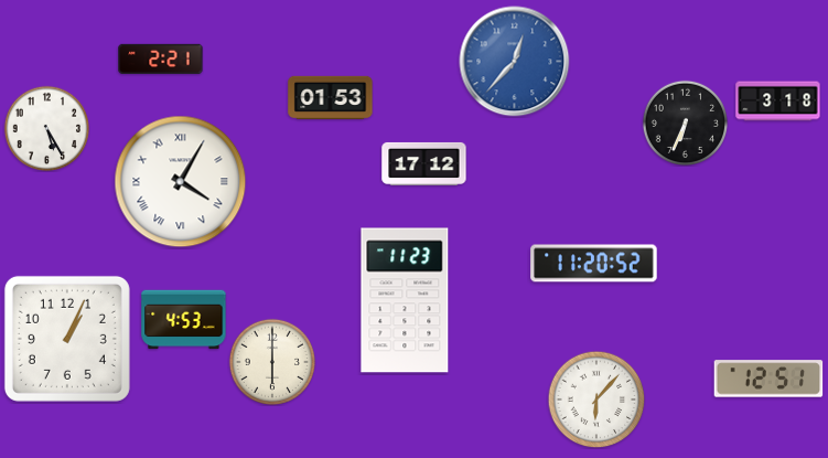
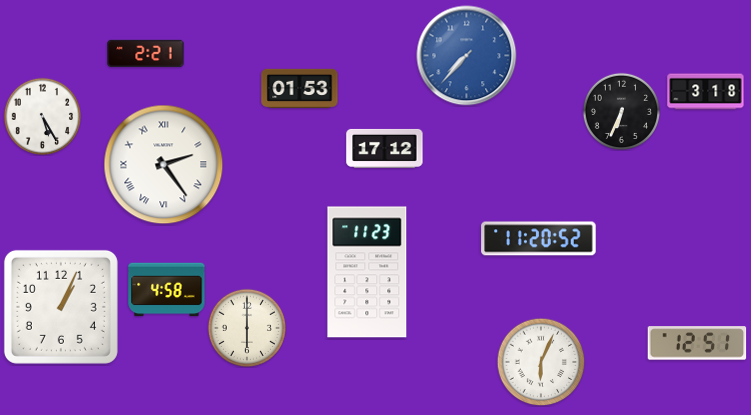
clock at (515, 62): 12:37 -> 7:37
clock at (181, 182): 4:05 -> 2:24
clock at (184, 320): 4:53 -> 4:58
clock at (596, 400): 6:07 -> 6:04
